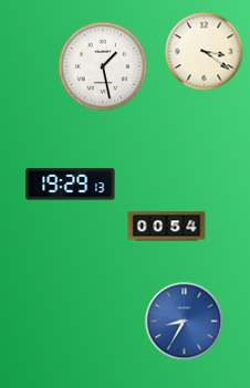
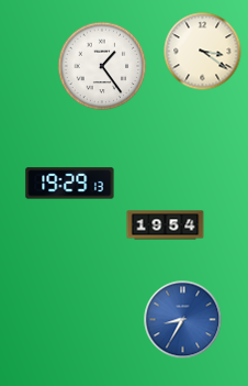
clock at (103, 66): 1:28 -> 1:24
clock at (167, 227): 00:54 -> 19:54
